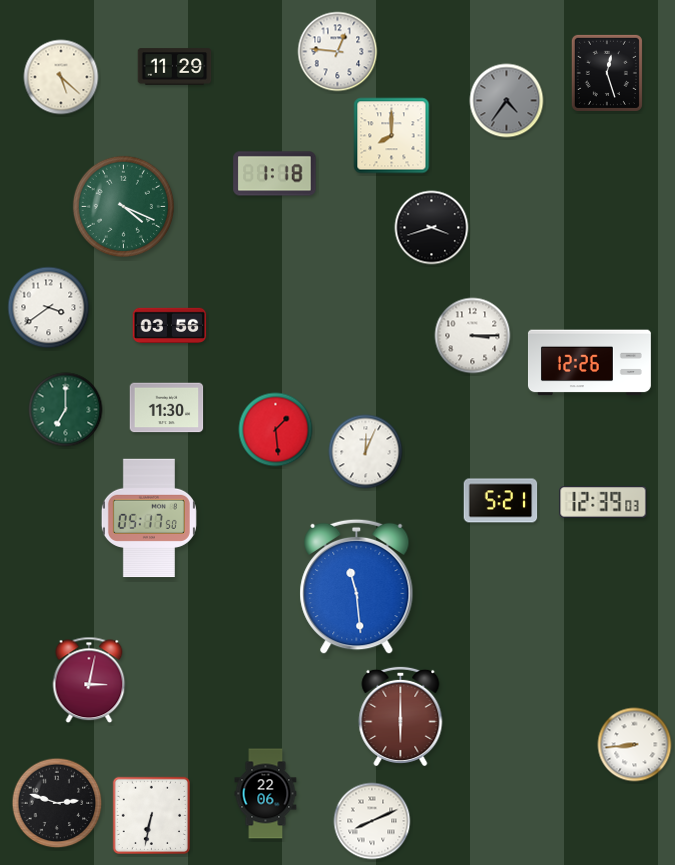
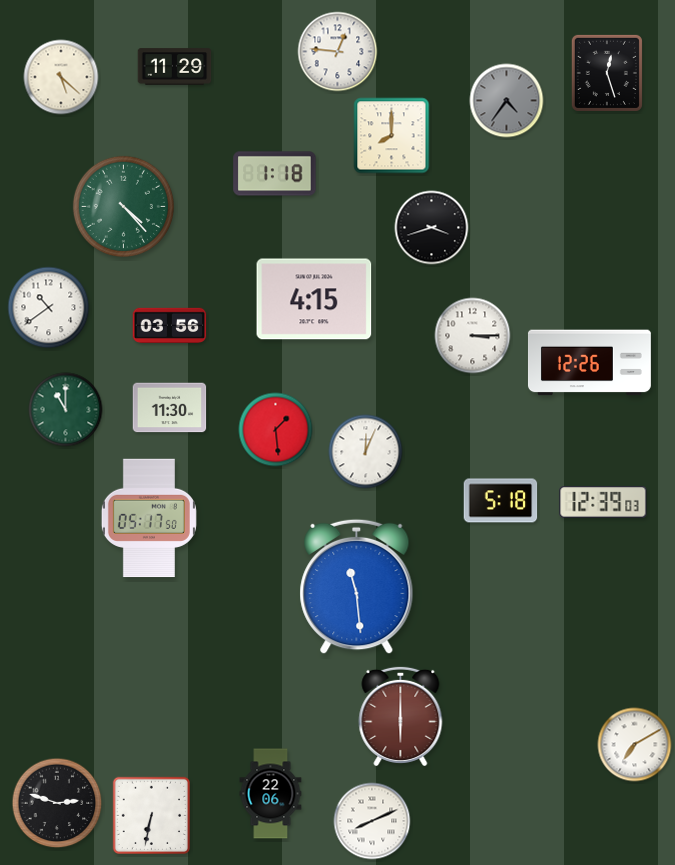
clock at (123, 206): 4:19 -> 4:23
clock at (314, 299): none -> 4:15
clock at (49, 308): 3:39 -> 10:39
clock at (167, 408) position: (167, 408) -> (170, 408)
clock at (66, 410): 7:00 -> 11:00
clock at (501, 501): 5:21 -> 5:18
clock at (89, 680): 3:02 -> none
clock at (635, 745): 8:44 -> 7:10
clock at (266, 794) position: (266, 794) -> (271, 794)
